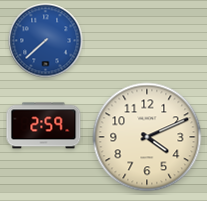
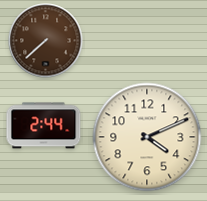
clock at (46, 41) dial: blue -> brown
clock at (44, 126): 2:59 -> 2:44
